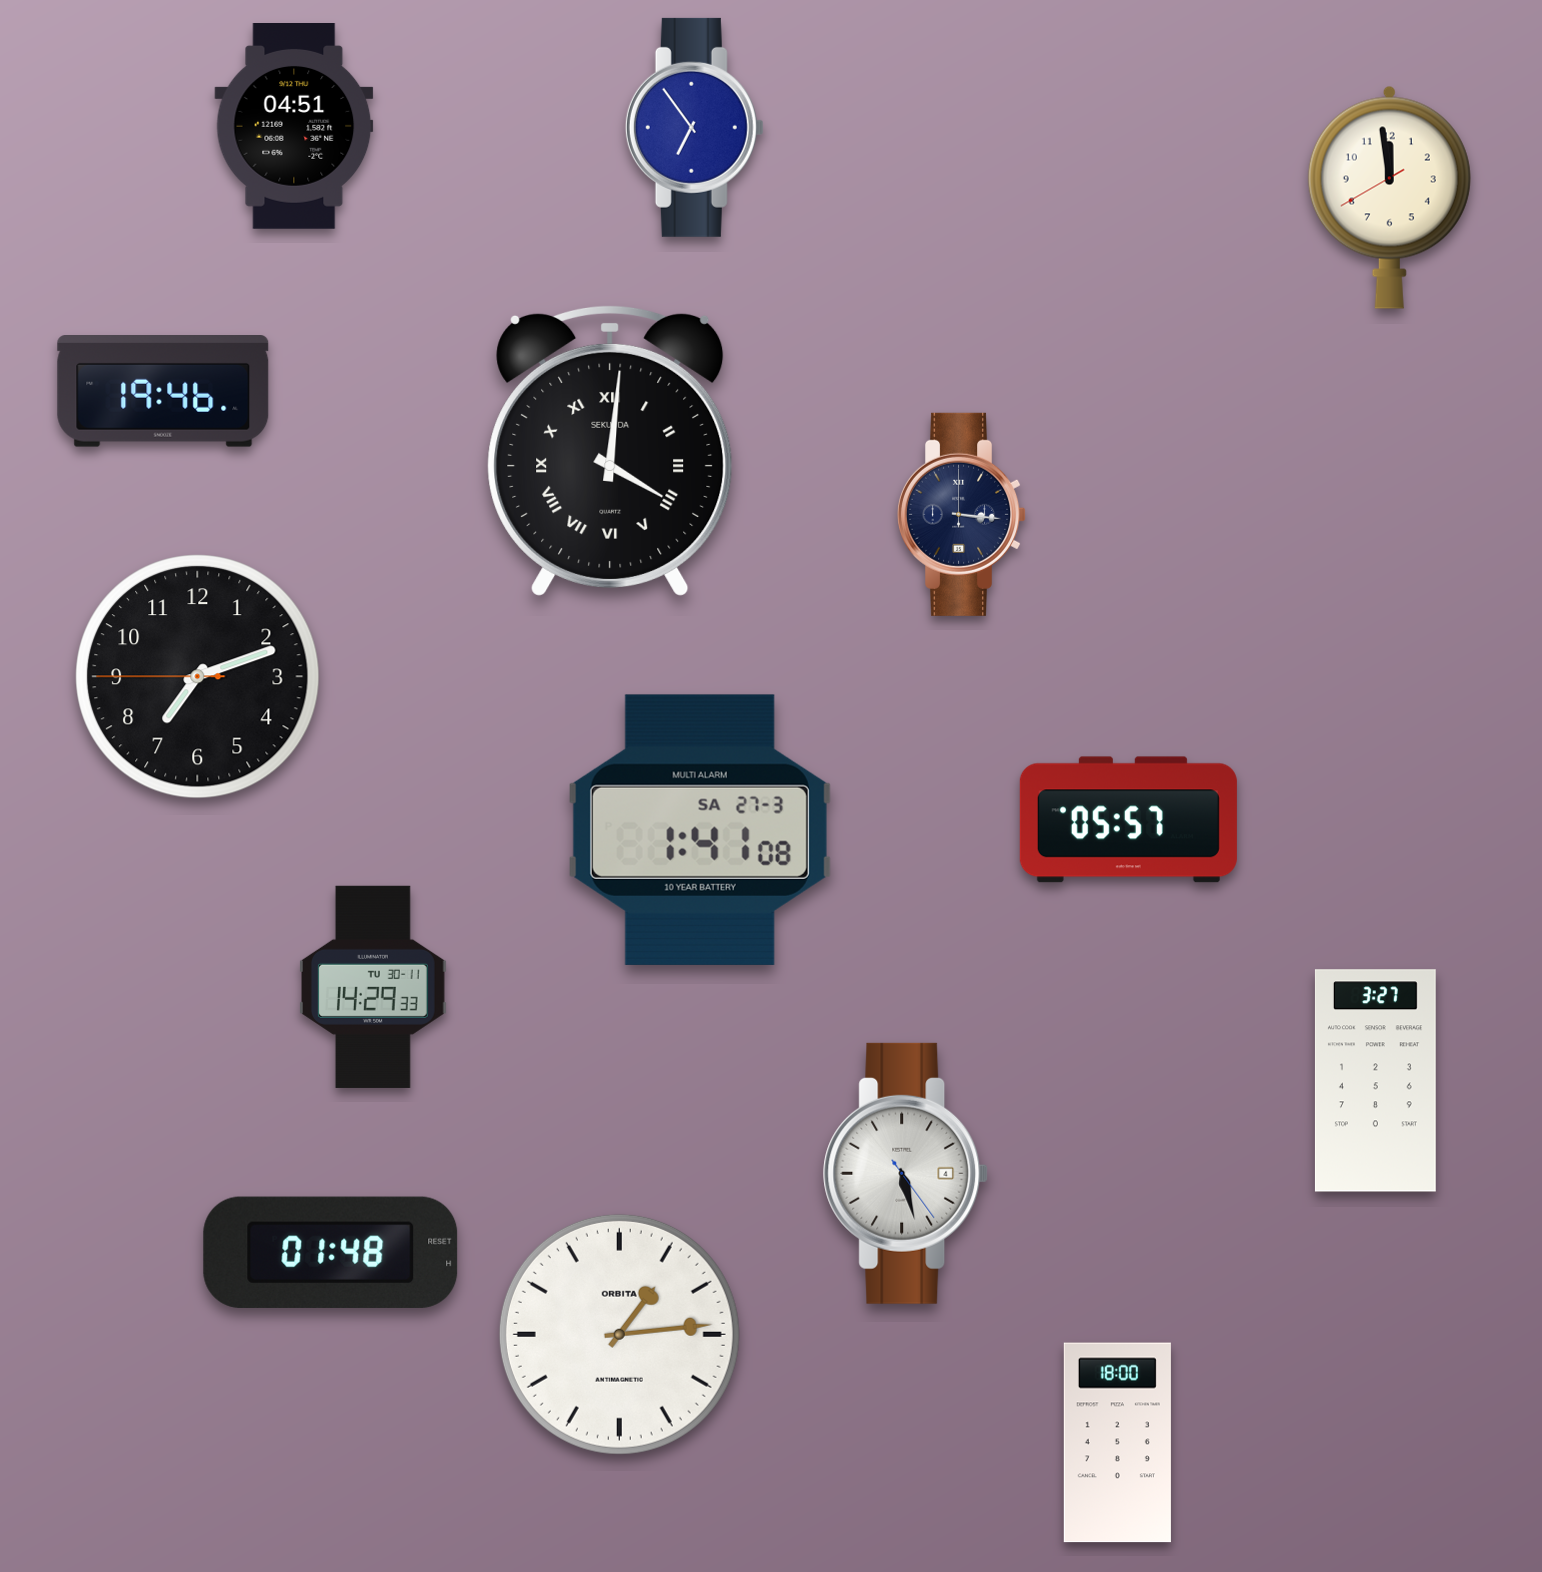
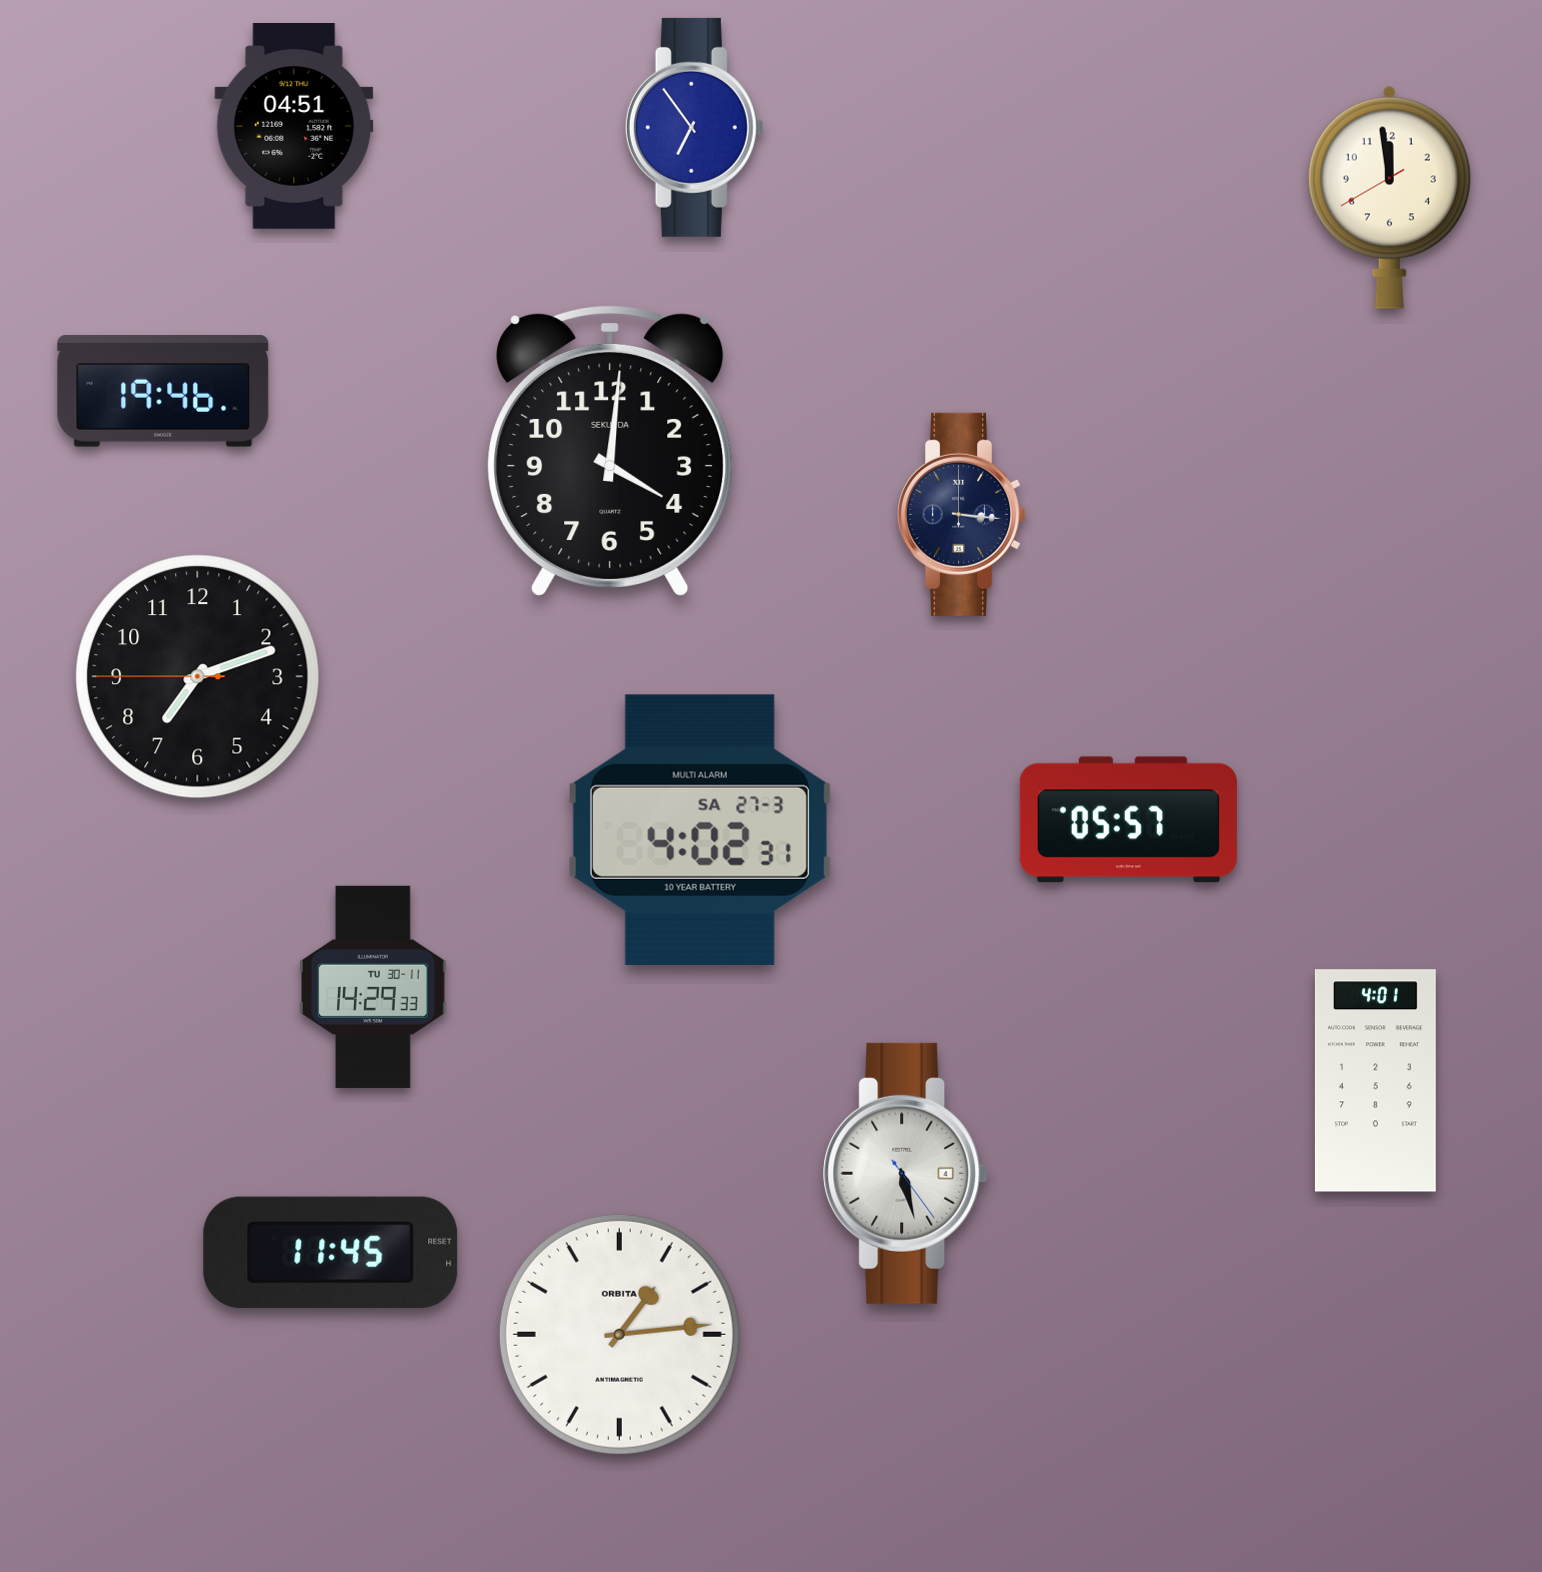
clock at (610, 450) numerals: Roman -> Arabic
clock at (700, 830): 1:41 -> 4:02
clock at (1375, 1081): 3:27 -> 4:01
clock at (331, 1252): 01:48 -> 11:45
clock at (1117, 1443): 18:00 -> none
